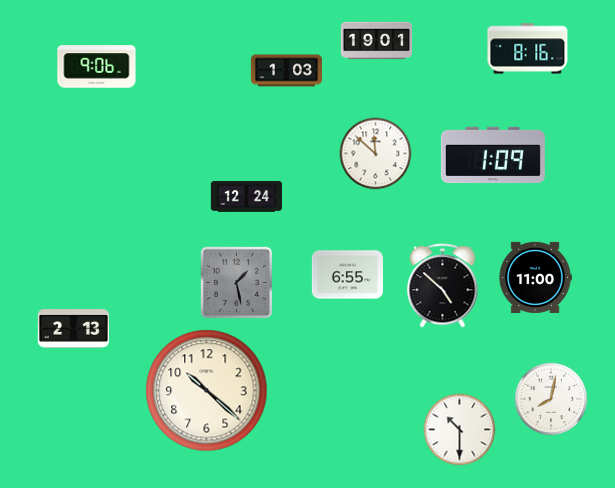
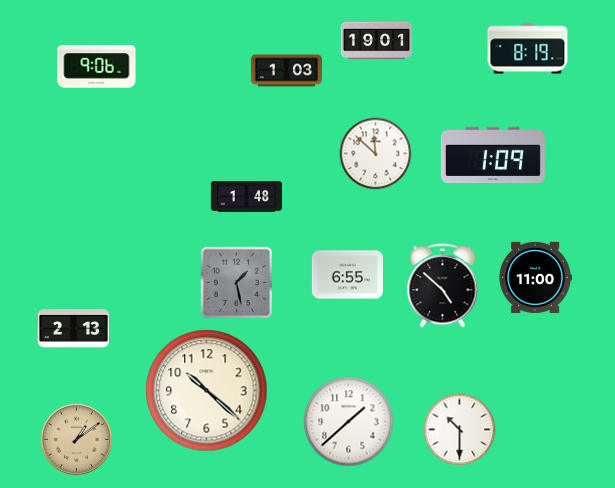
clock at (528, 49): 8:16 -> 8:19
clock at (246, 197): 12:24 -> 1:48
clock at (551, 399): 8:02 -> none
clock at (349, 422): none -> 1:38
clock at (76, 439): none -> 1:09
